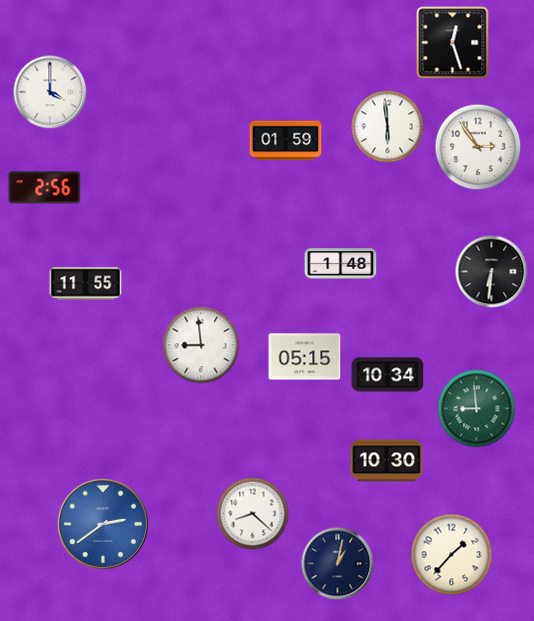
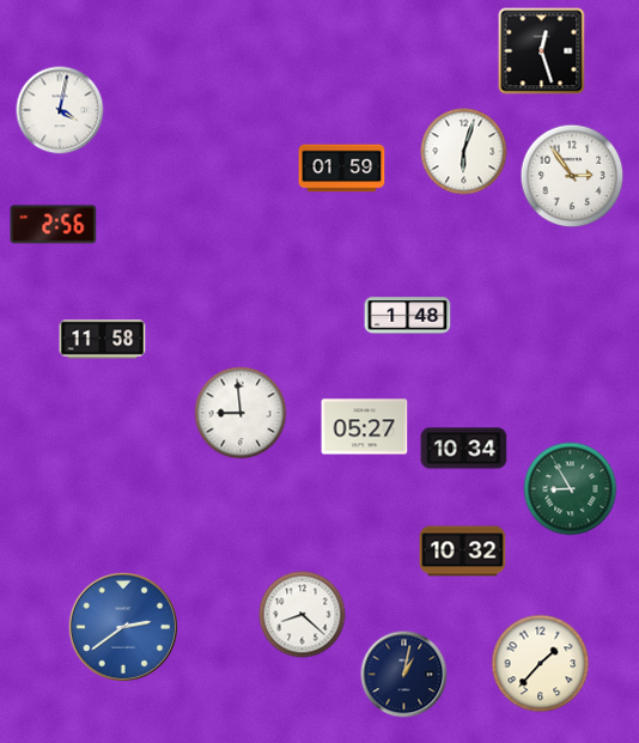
clock at (50, 92): 4:00 -> 4:02
clock at (388, 127): 5:59 -> 6:03
clock at (492, 272): 6:31 -> none
clock at (86, 284): 11:55 -> 11:58
clock at (305, 357): 05:15 -> 05:27
clock at (477, 409): 8:59 -> 8:55
clock at (387, 461): 10:30 -> 10:32
